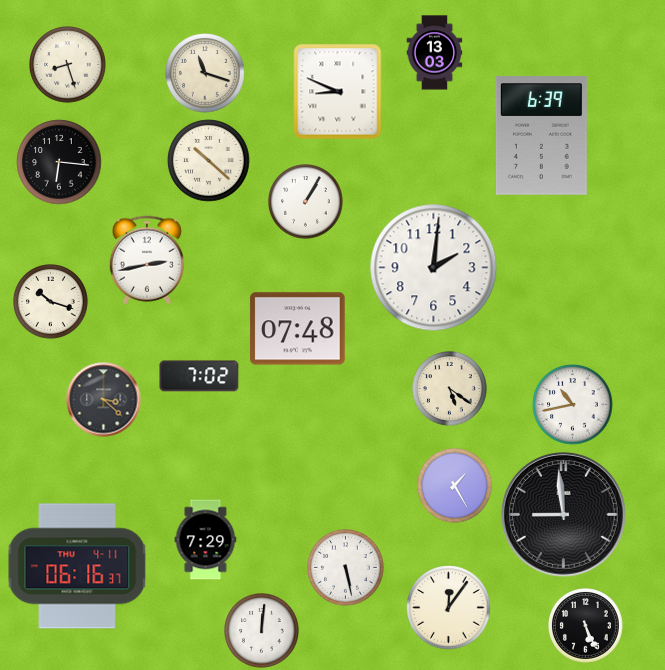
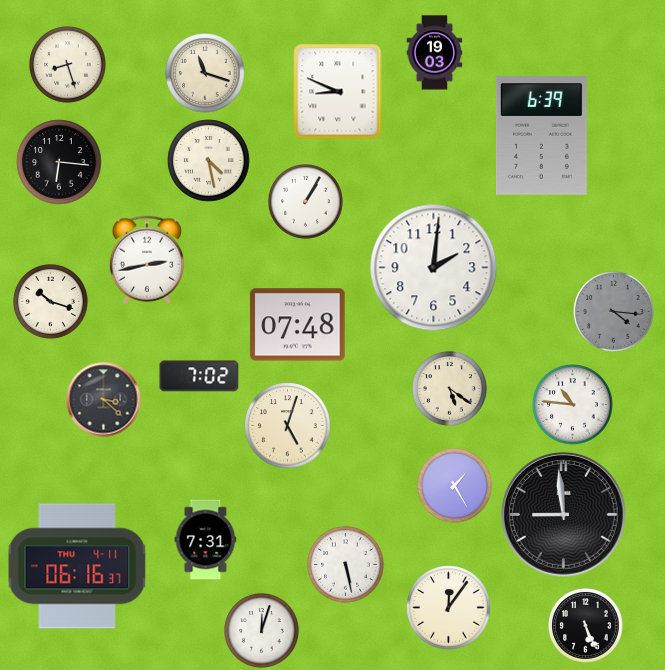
clock at (435, 53): 13:03 -> 19:03
clock at (209, 161): 10:22 -> 4:28
clock at (614, 312): none -> 4:16
clock at (298, 329) position: (298, 329) -> (298, 325)
clock at (573, 405): 10:43 -> 10:46
clock at (288, 426): none -> 5:03
clock at (206, 540): 7:29 -> 7:31
clock at (346, 568) position: (346, 568) -> (346, 565)
clock at (262, 631): 12:01 -> 12:03
